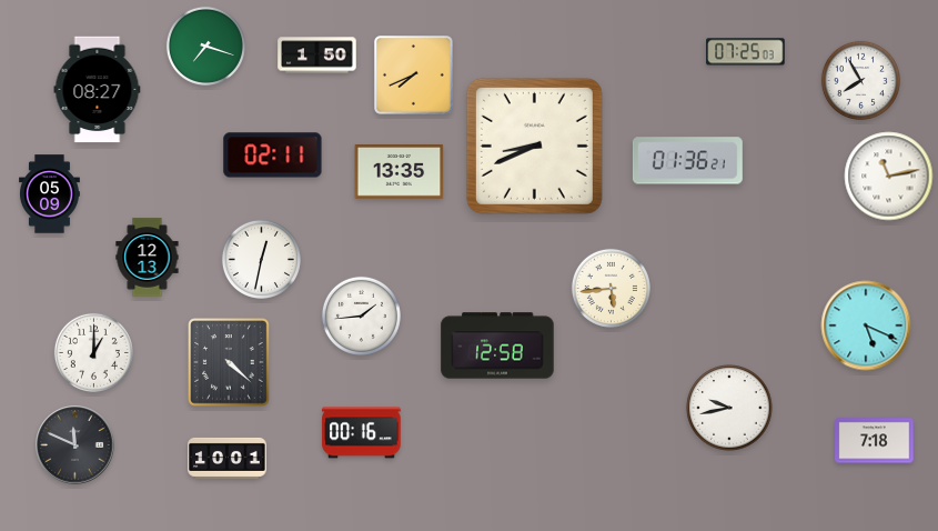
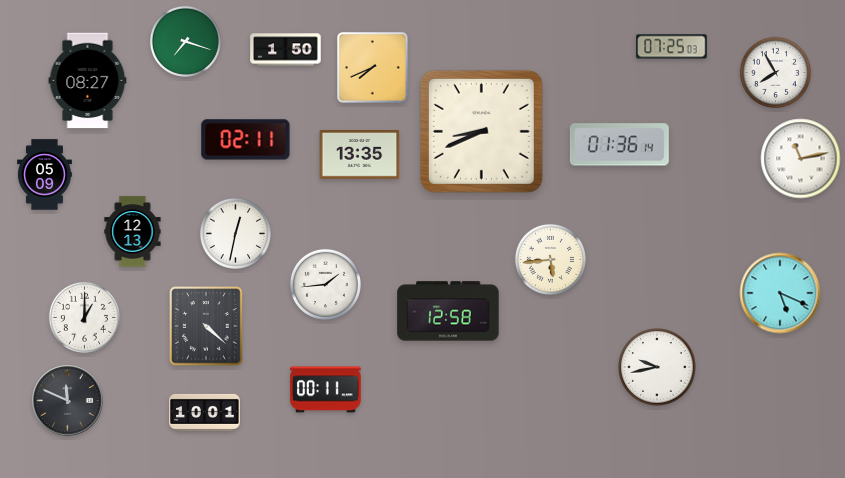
clock at (687, 161): 01:36:21 -> 01:36:14
clock at (362, 433): 00:16 -> 00:11
clock at (875, 441): 7:18 -> none
